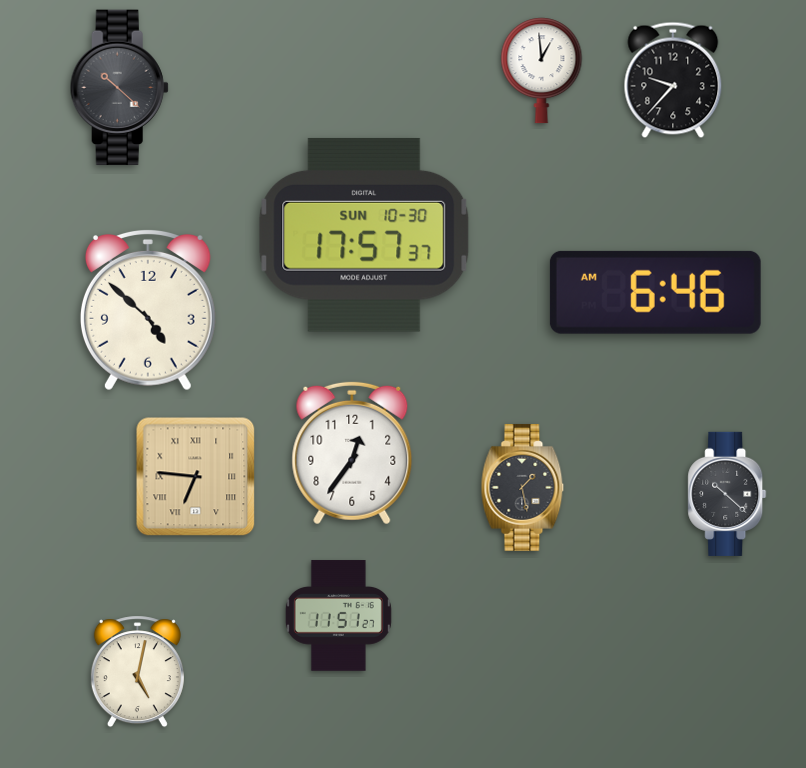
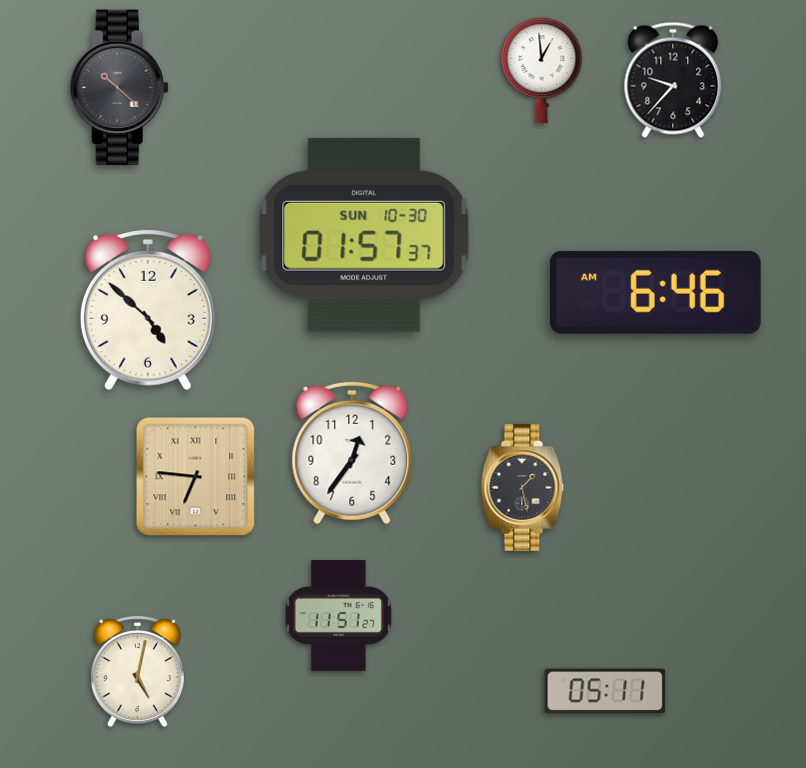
clock at (364, 235): 17:57 -> 01:57
clock at (727, 494): 10:22 -> none
clock at (605, 691): none -> 05:11
